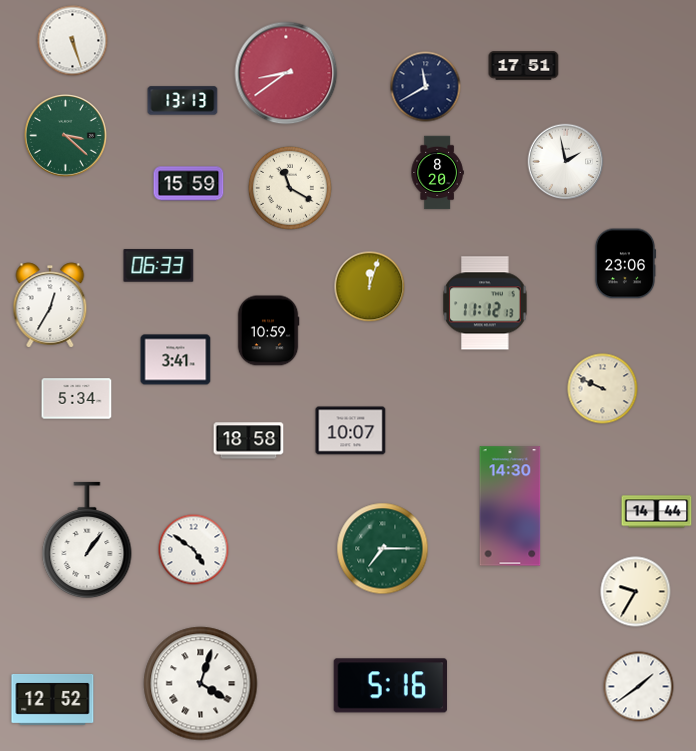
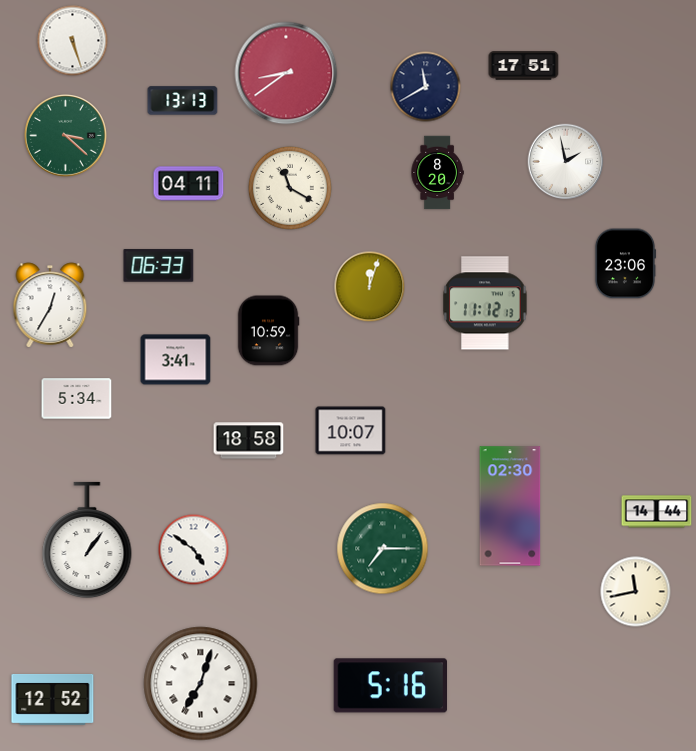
clock at (189, 184): 15:59 -> 04:11
clock at (603, 389): 9:49 -> none
clock at (510, 506): 14:30 -> 02:30
clock at (636, 592): 9:35 -> 11:43
clock at (201, 684): 4:03 -> 7:03
clock at (639, 687): 1:39 -> none
